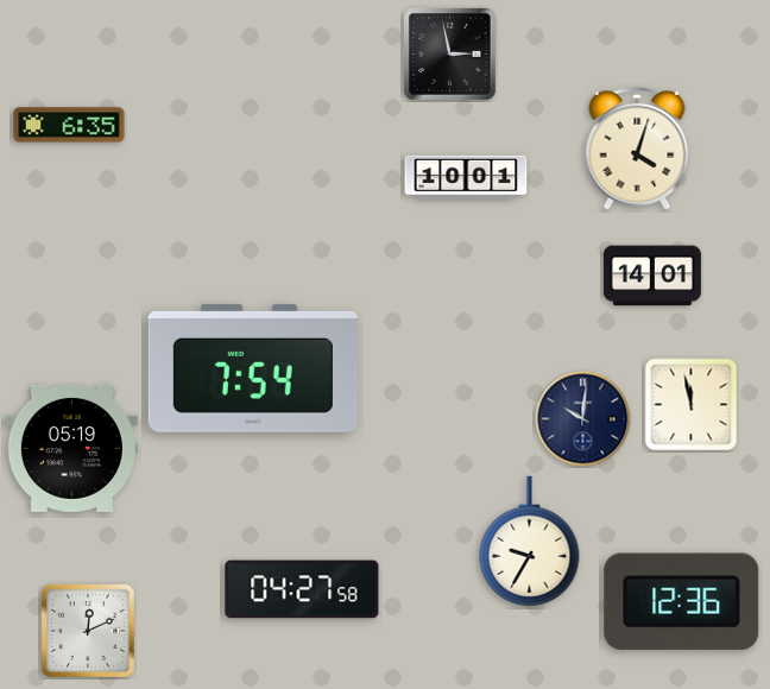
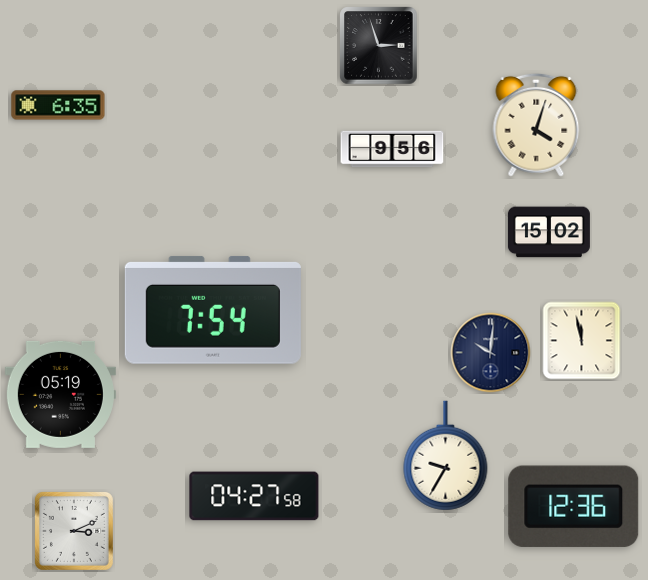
clock at (450, 55): 2:58 -> 2:57
clock at (466, 177): 10:01 -> 9:56
clock at (652, 276): 14:01 -> 15:02
clock at (71, 448) position: (71, 448) -> (60, 394)
clock at (88, 631): 12:11 -> 3:11
